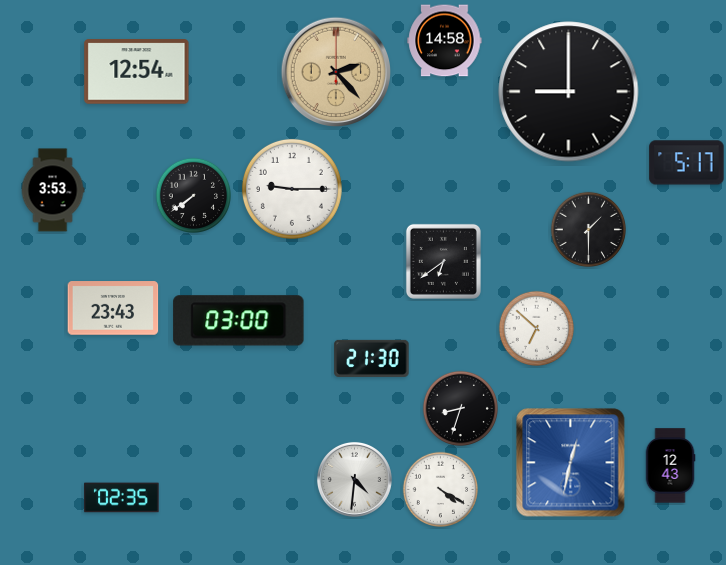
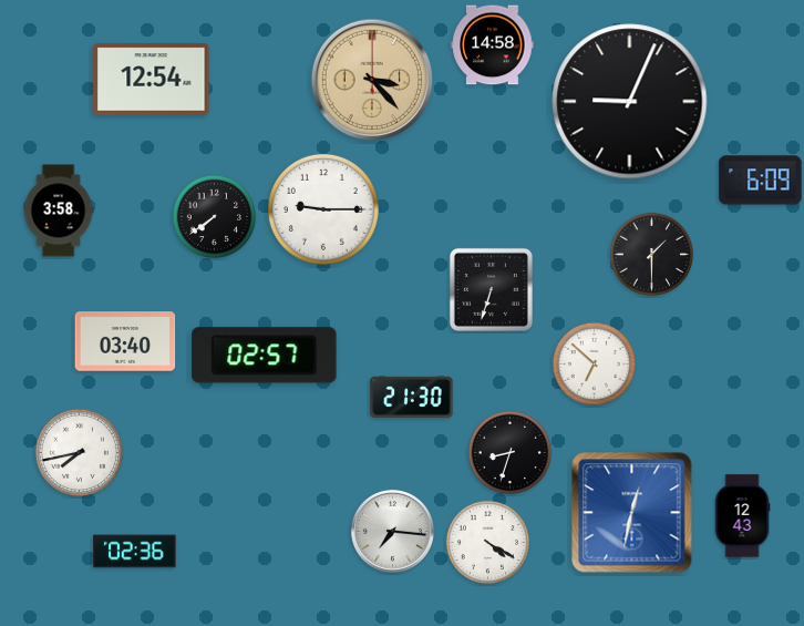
clock at (335, 71): 2:23 -> 3:23
clock at (569, 92): 9:00 -> 9:04
clock at (687, 163): 5:17 -> 6:09
clock at (53, 190): 3:53 -> 3:58
clock at (443, 261): 6:39 -> 6:33
clock at (113, 308): 23:43 -> 03:40
clock at (239, 321): 03:00 -> 02:57
clock at (79, 452): none -> 7:43
clock at (355, 480): 4:31 -> 7:16
clock at (122, 498): 02:35 -> 02:36
